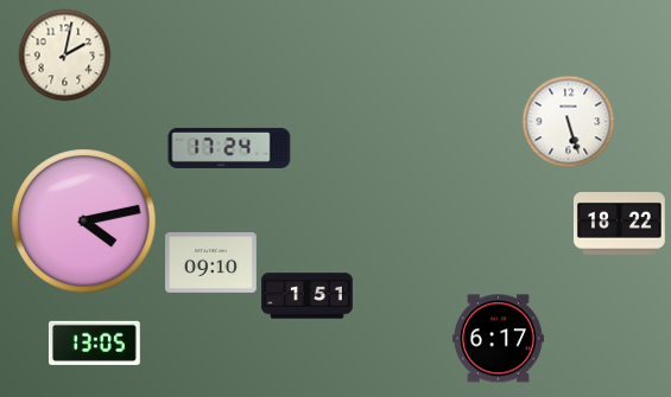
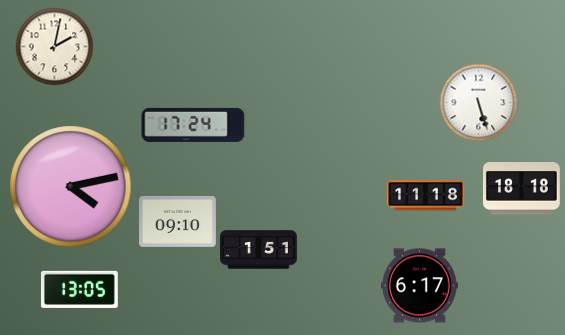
clock at (620, 224): 18:22 -> 18:18
clock at (426, 196): none -> 11:18
